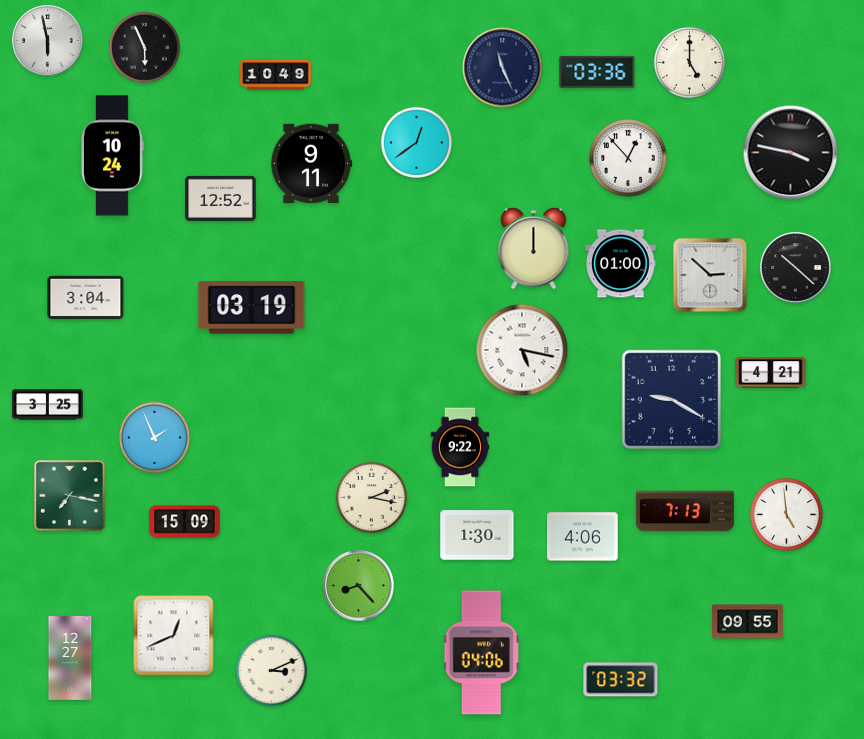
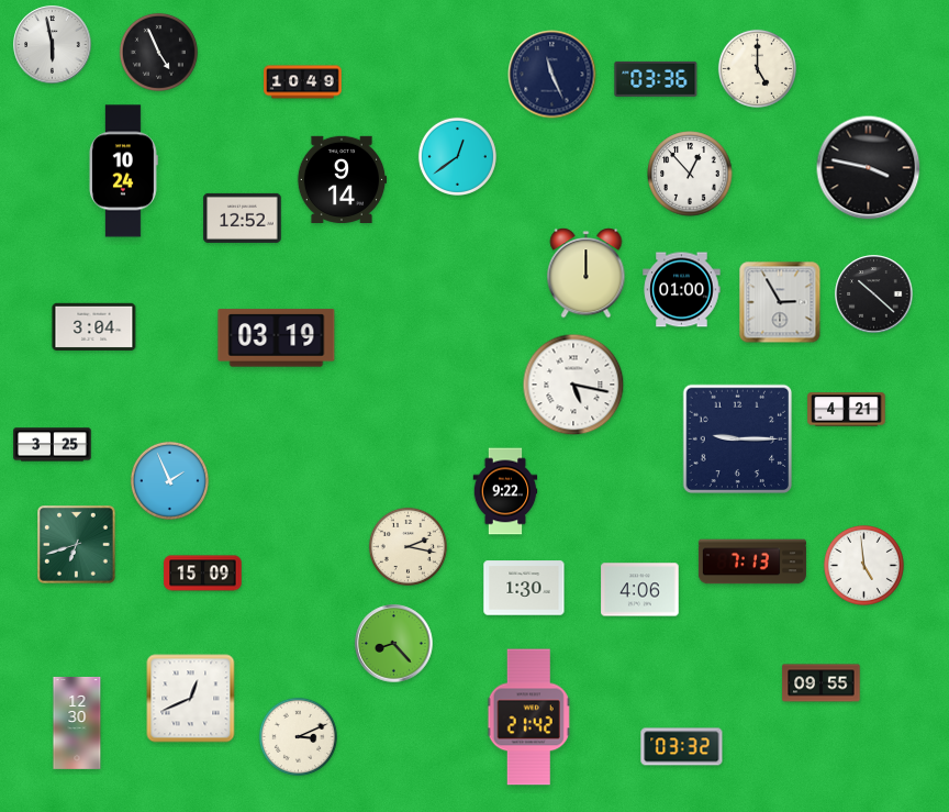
clock at (144, 47): 5:56 -> 4:56
clock at (311, 163): 9:11 -> 9:14
clock at (710, 275): 2:52 -> 2:55
clock at (672, 400): 9:20 -> 9:15
clock at (70, 496): 7:17 -> 6:42
clock at (482, 653): 04:06 -> 21:42
clock at (70, 658): 12:27 -> 12:30
